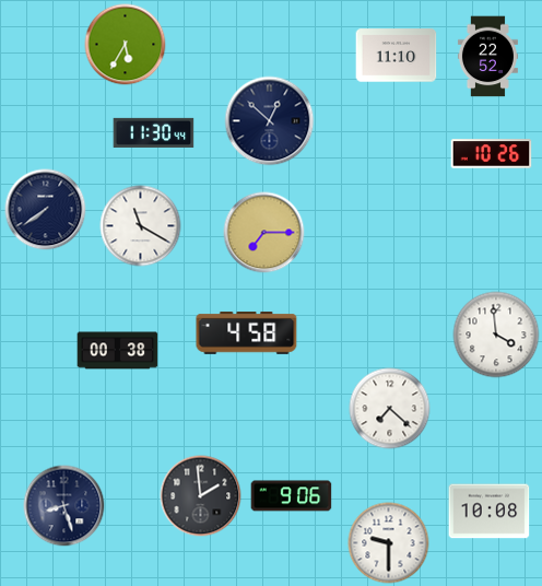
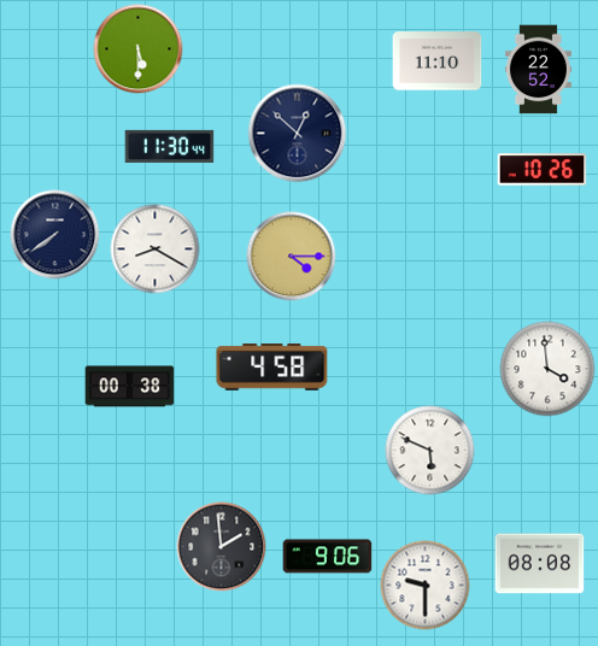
clock at (126, 45): 5:35 -> 5:30
clock at (487, 57) position: (487, 57) -> (538, 70)
clock at (46, 210) position: (46, 210) -> (55, 235)
clock at (141, 226): 11:20 -> 8:20
clock at (264, 233): 7:15 -> 4:15
clock at (390, 409): 7:22 -> 5:49
clock at (292, 496) position: (292, 496) -> (328, 557)
clock at (64, 506): 8:27 -> none
clock at (490, 512): 10:08 -> 08:08
clock at (389, 543) position: (389, 543) -> (426, 586)
